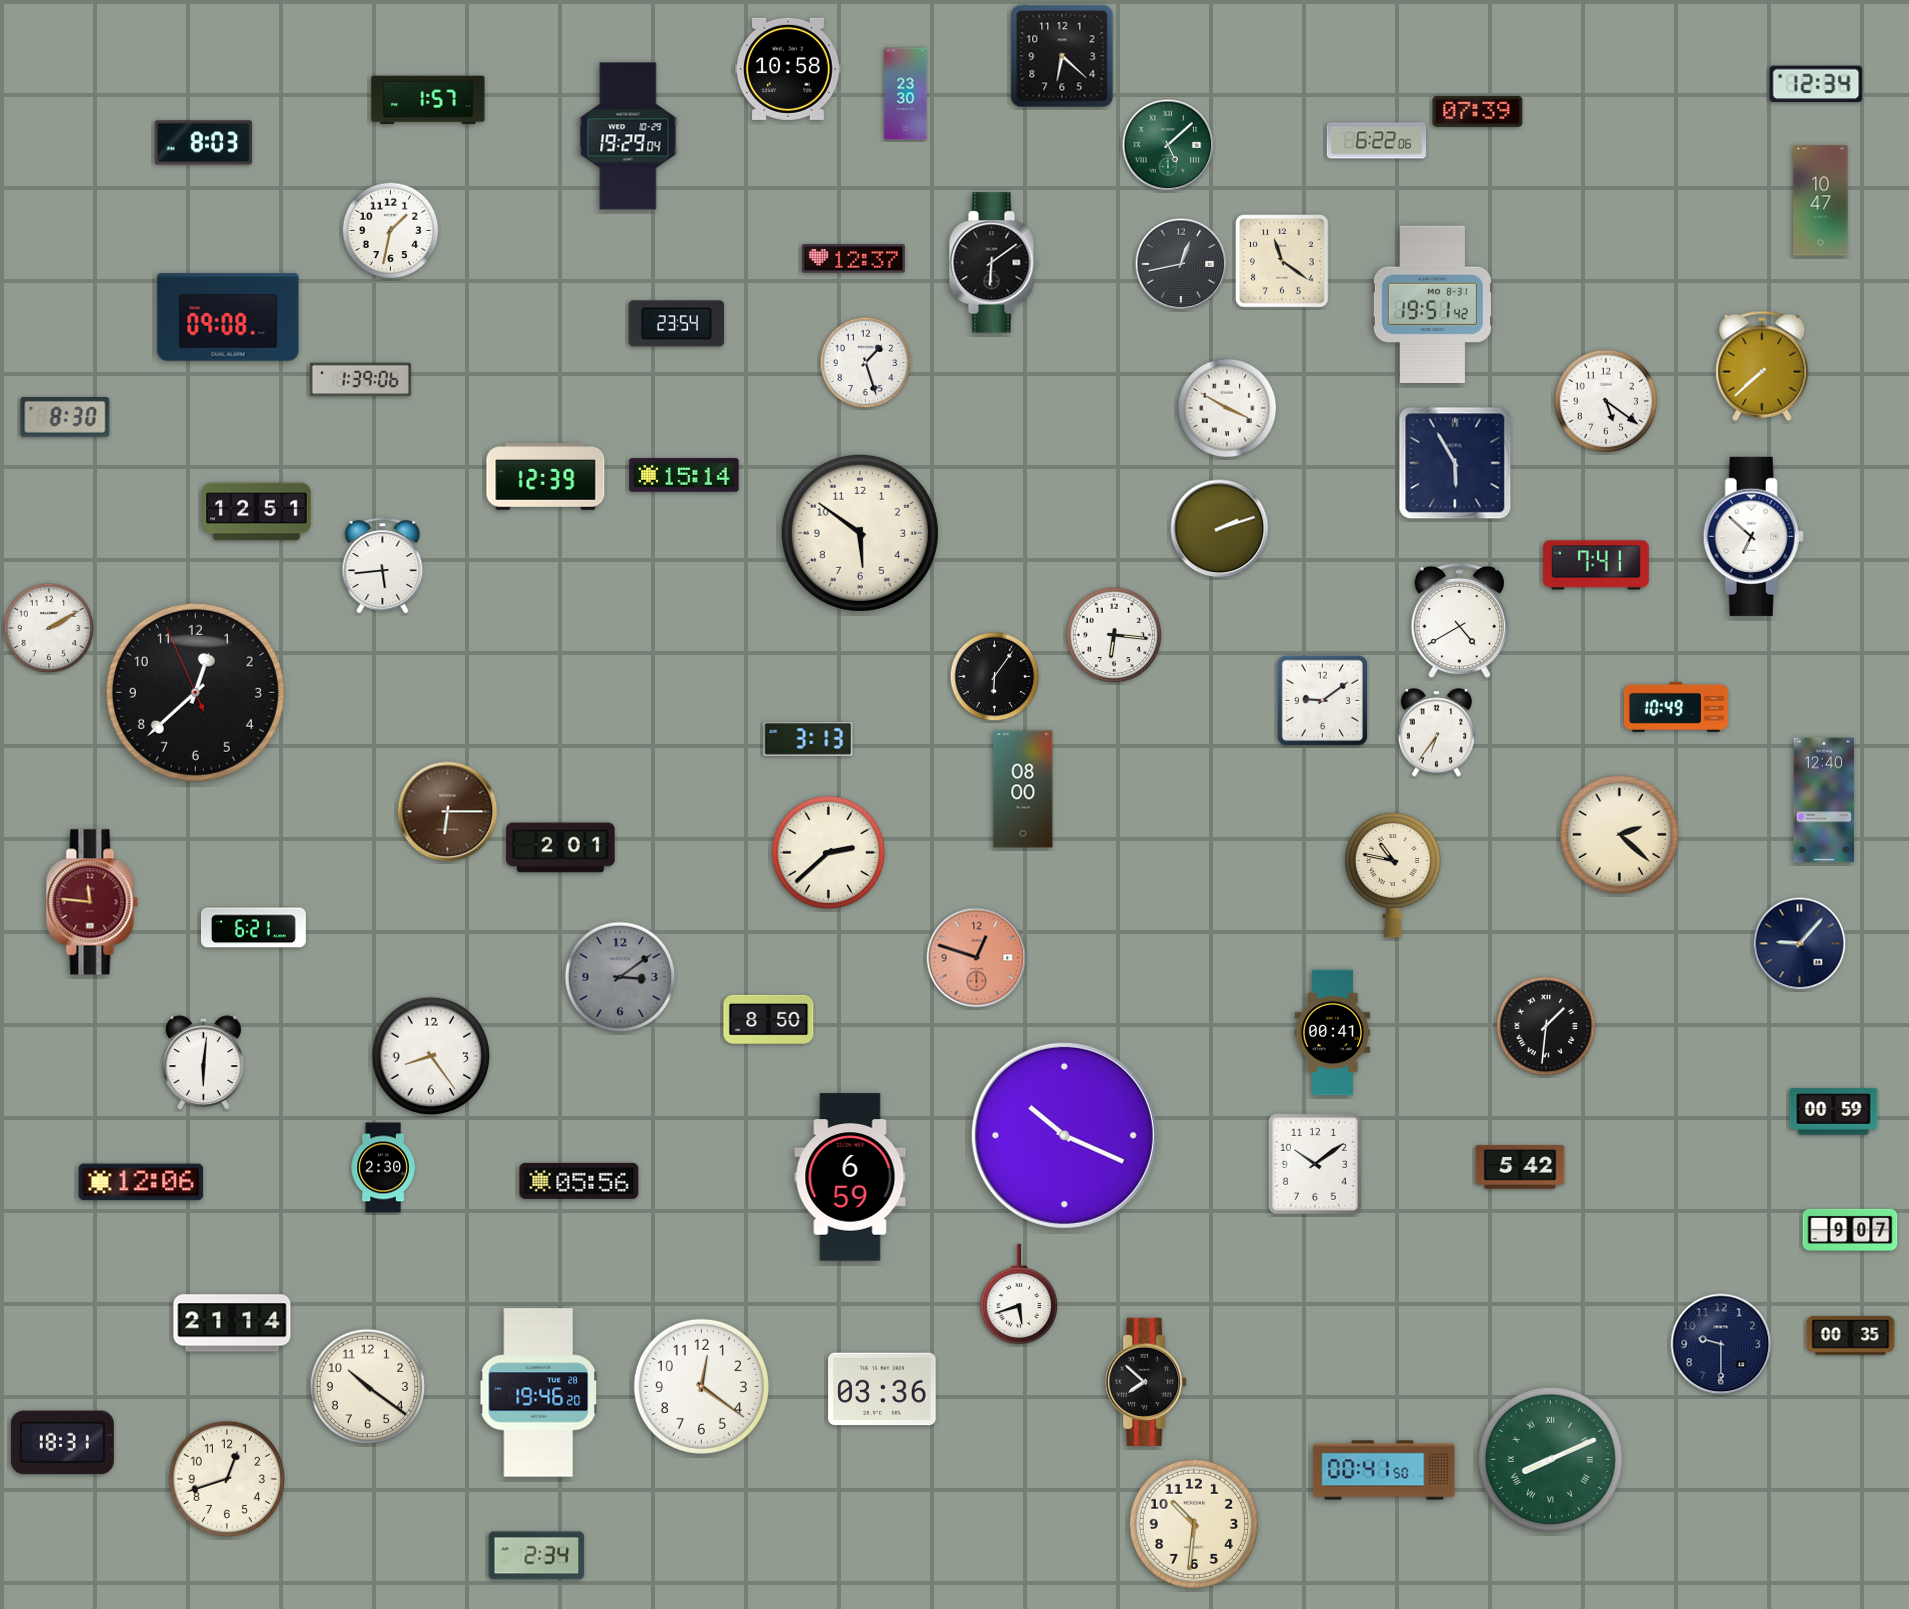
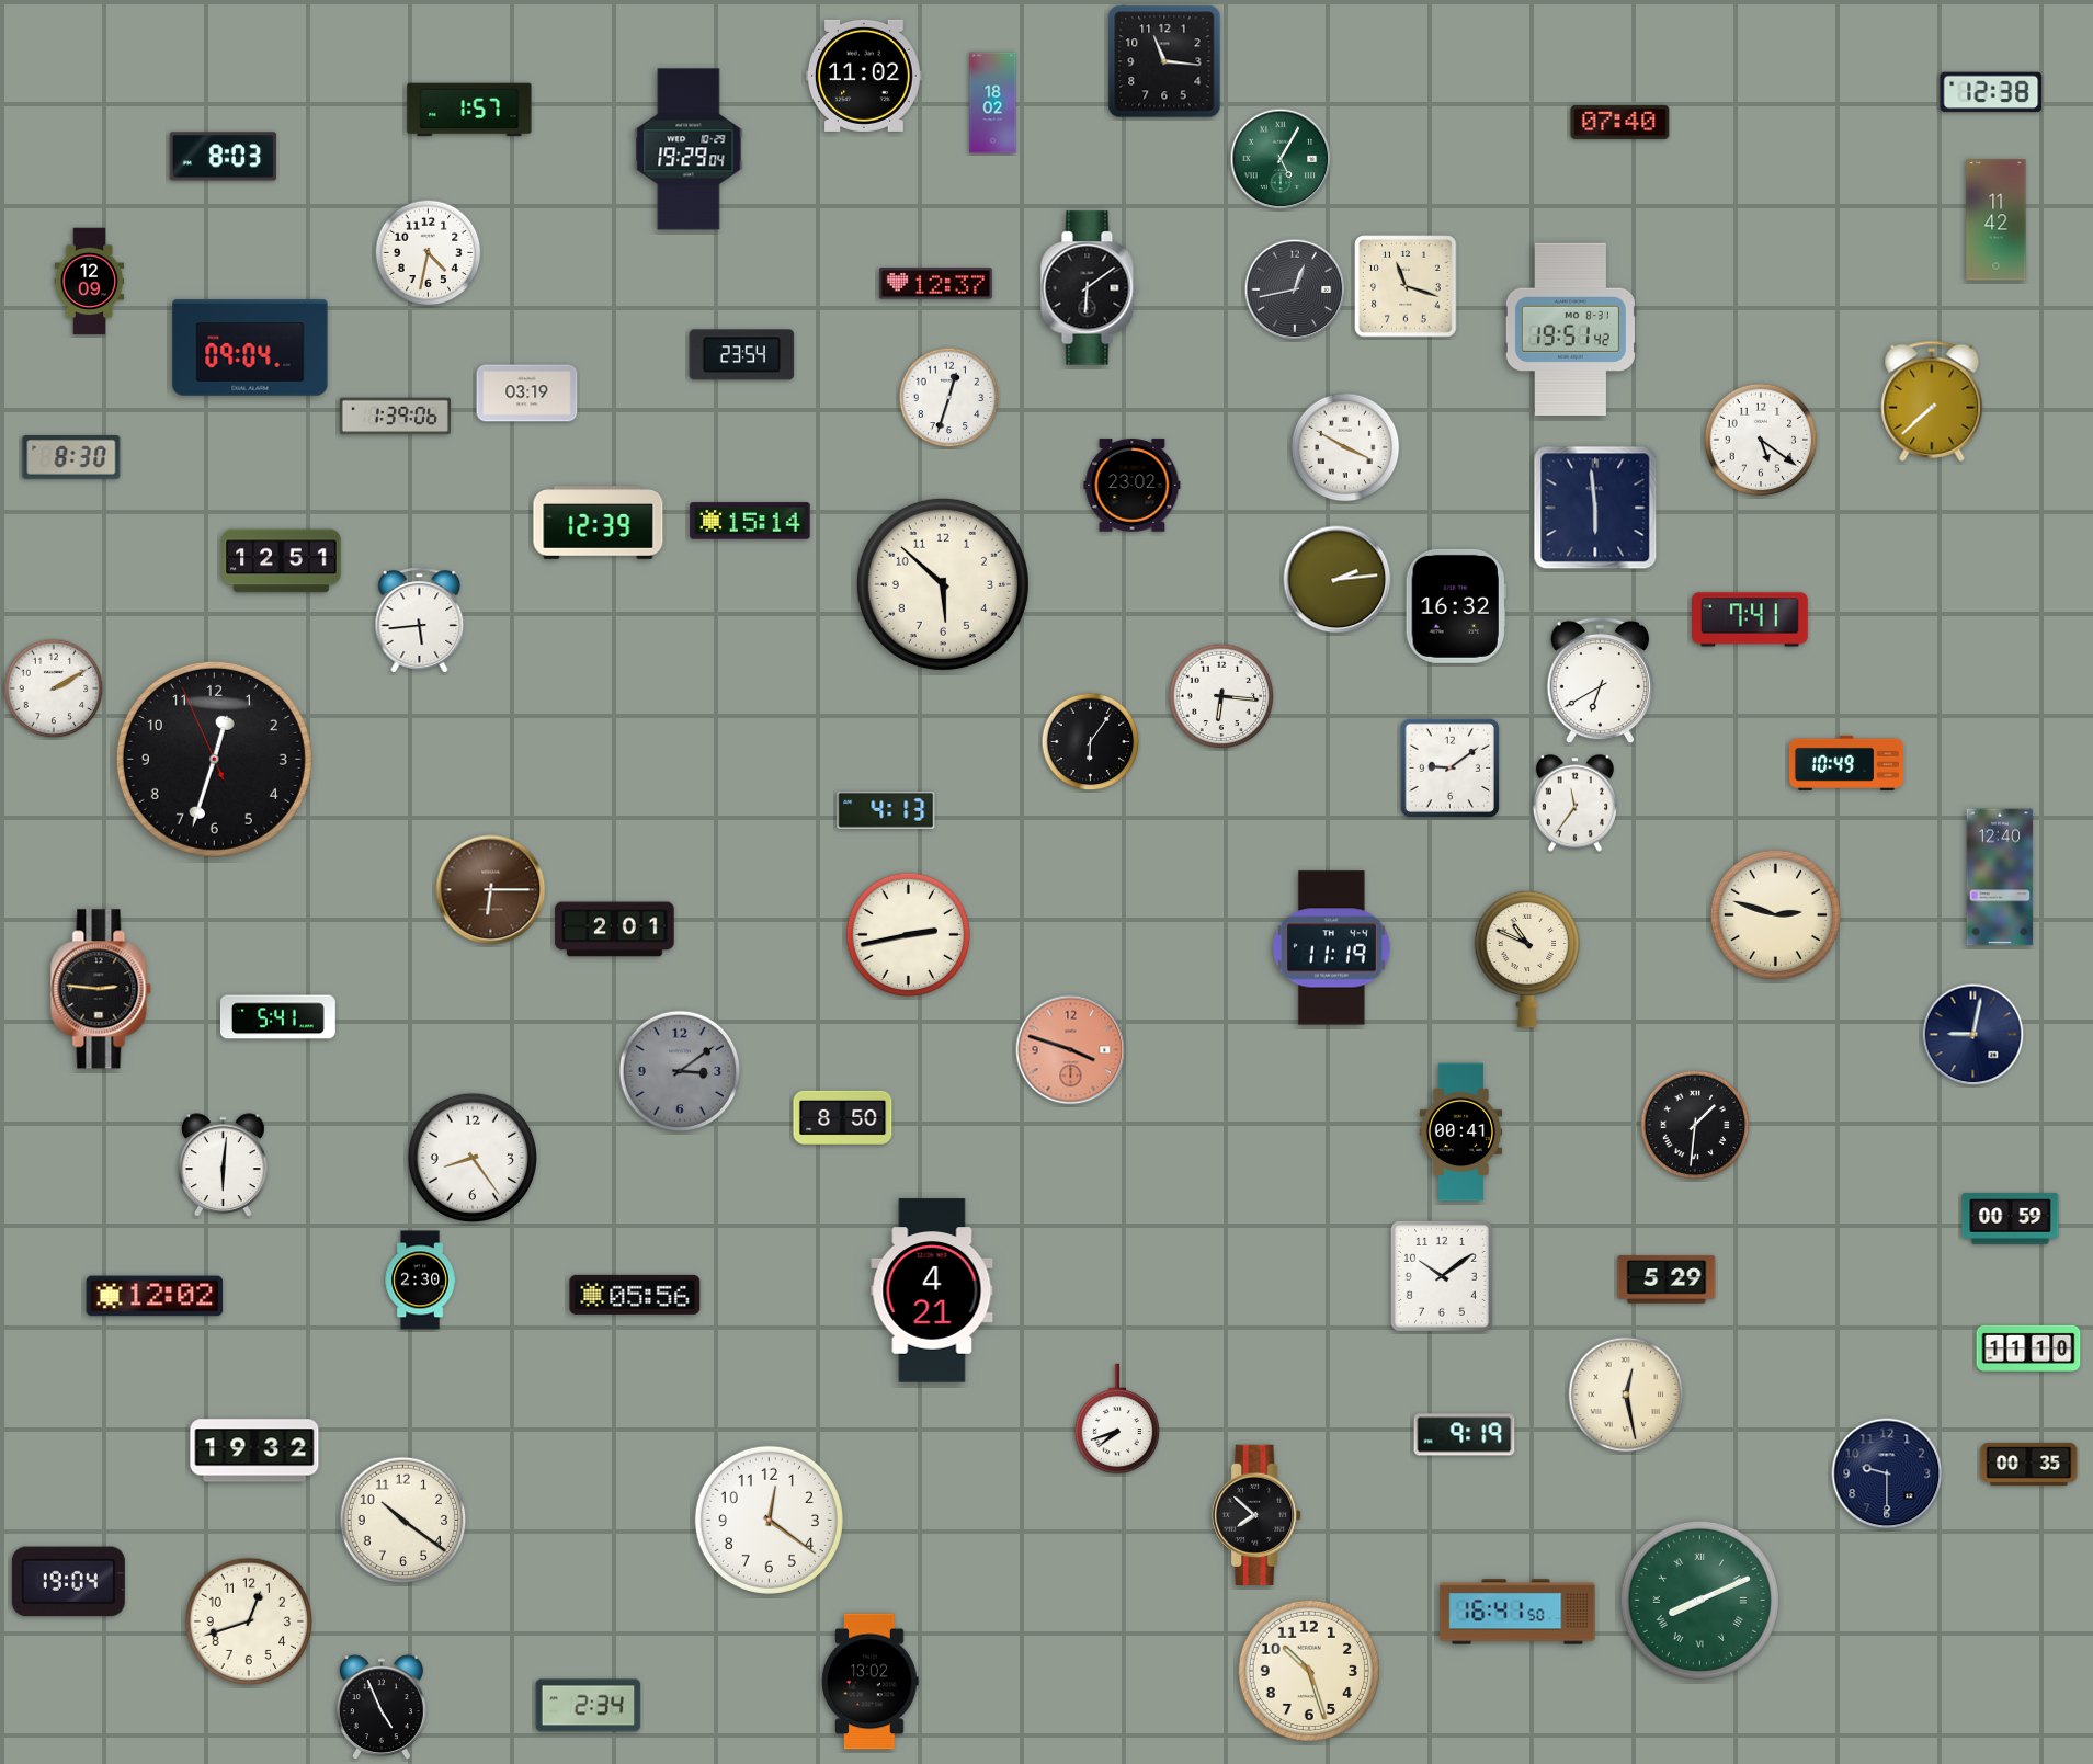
clock at (1062, 56): 6:22 -> 11:16
clock at (789, 69): 10:58 -> 11:02
clock at (1816, 84): 12:34 -> 12:38
clock at (906, 94): 23:30 -> 18:02
clock at (1478, 111): 07:39 -> 07:40
clock at (1376, 141): 6:22 -> none
clock at (1168, 145): 5:08 -> 5:05
clock at (1821, 201): 10:47 -> 11:42
clock at (391, 231): 1:32 -> 4:32
clock at (90, 282): none -> 12:09
clock at (1282, 261): 11:21 -> 11:18
clock at (1432, 304) position: (1432, 304) -> (1570, 329)
clock at (228, 317): 09:08 -> 09:04
clock at (527, 394): none -> 03:19
clock at (866, 363): 1:27 -> 12:33
clock at (1133, 486): none -> 23:02
clock at (1455, 463): 5:55 -> 5:59
clock at (1220, 529): 2:12 -> 2:14
clock at (860, 533): 5:51 -> 5:52
clock at (1753, 536): 6:52 -> none
clock at (1456, 606): none -> 16:32
clock at (1459, 621): 4:40 -> 6:40
clock at (195, 692): 12:37 -> 12:32
clock at (1676, 707) position: (1676, 707) -> (1846, 763)
clock at (1436, 733): 6:36 -> 11:36
clock at (808, 739): 3:13 -> 4:13
clock at (1023, 789): 08:00 -> none
clock at (1620, 835): 2:22 -> 2:48
clock at (829, 853): 2:38 -> 2:43
clock at (1331, 948): none -> 11:19
clock at (1393, 875): 10:47 -> 10:49
clock at (92, 902): 11:46 -> 2:46
clock at (92, 902) dial: burgundy -> black
clock at (253, 928): 6:21 -> 5:41
clock at (1800, 944): 9:07 -> 9:02
clock at (977, 958): 12:48 -> 3:48
clock at (1064, 1135): 10:19 -> none
clock at (1520, 1167): 5:42 -> 5:29
clock at (850, 1177): 6:59 -> 4:21
clock at (141, 1182): 12:06 -> 12:02
clock at (1850, 1230): 9:07 -> 11:10
clock at (1626, 1395): none -> 12:28
clock at (1019, 1294): 5:42 -> 7:42
clock at (1465, 1435): none -> 9:19
clock at (232, 1323): 21:14 -> 19:32
clock at (882, 1389): 03:36 -> none
clock at (538, 1393): 19:46 -> none
clock at (62, 1443): 18:31 -> 19:04
clock at (1384, 1470): 00:41 -> 16:41
clock at (1194, 1524): 10:31 -> 10:27
clock at (871, 1682): none -> 13:02
clock at (382, 1708): none -> 4:56
